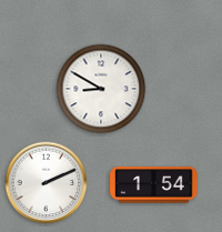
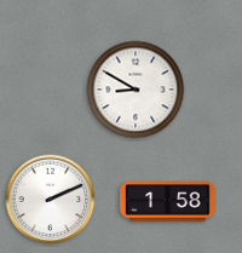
clock at (101, 89) position: (101, 89) -> (136, 90)
clock at (154, 185): 1:54 -> 1:58
